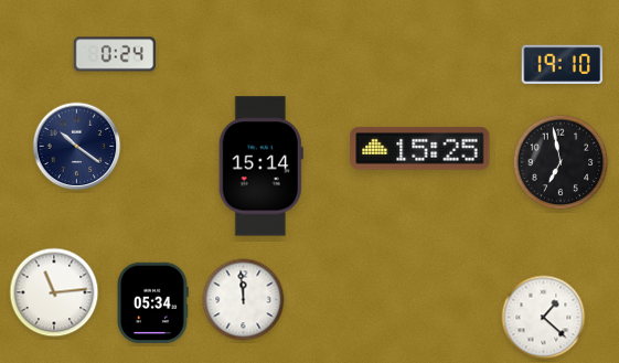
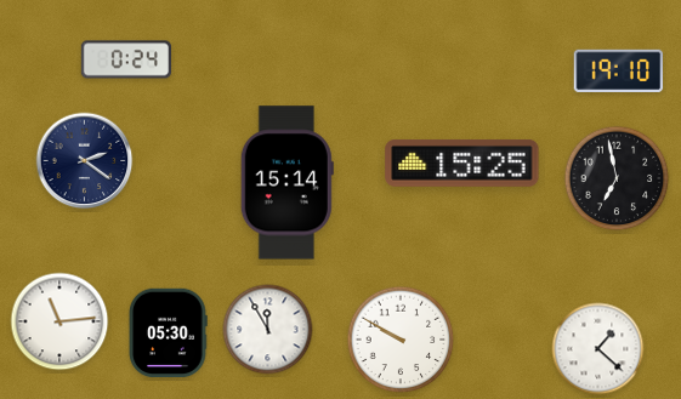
clock at (77, 147): 10:21 -> 2:21
clock at (244, 300): 11:59 -> 11:55
clock at (152, 303): 05:34 -> 05:30
clock at (401, 340): none -> 9:50
